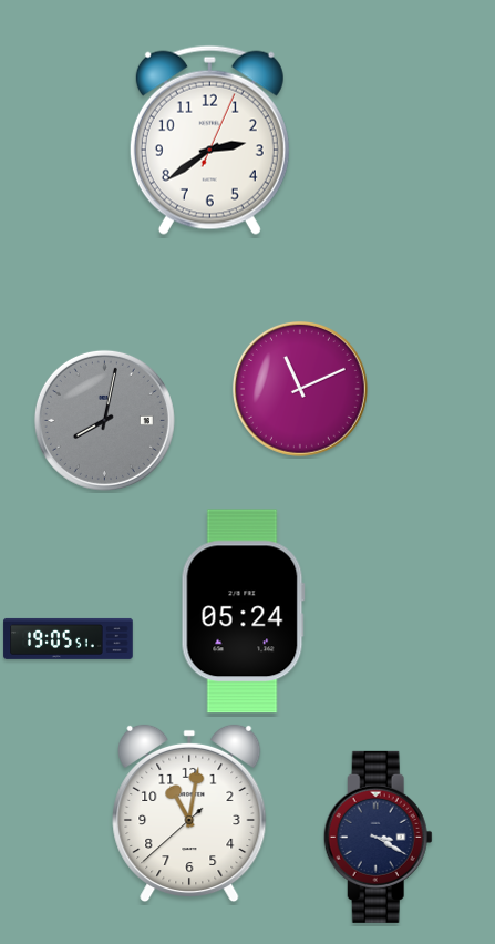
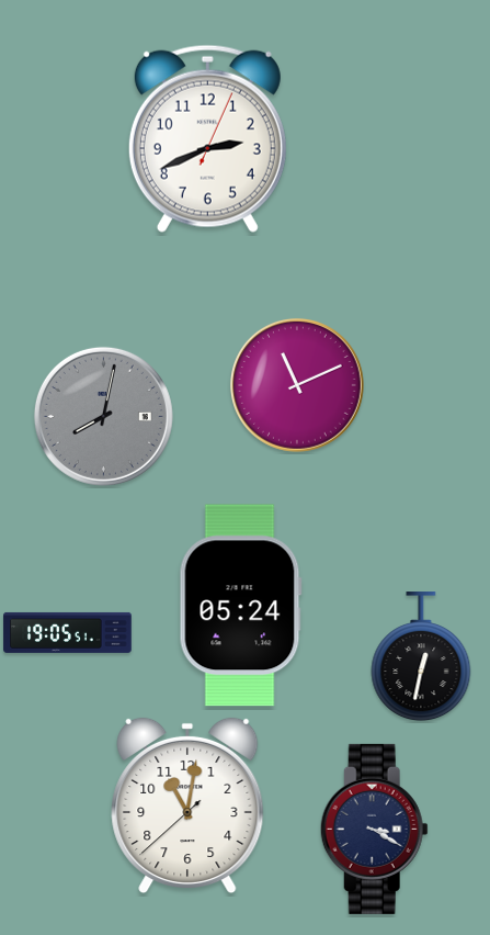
clock at (209, 140): 2:39 -> 2:41
clock at (421, 657): none -> 12:32
